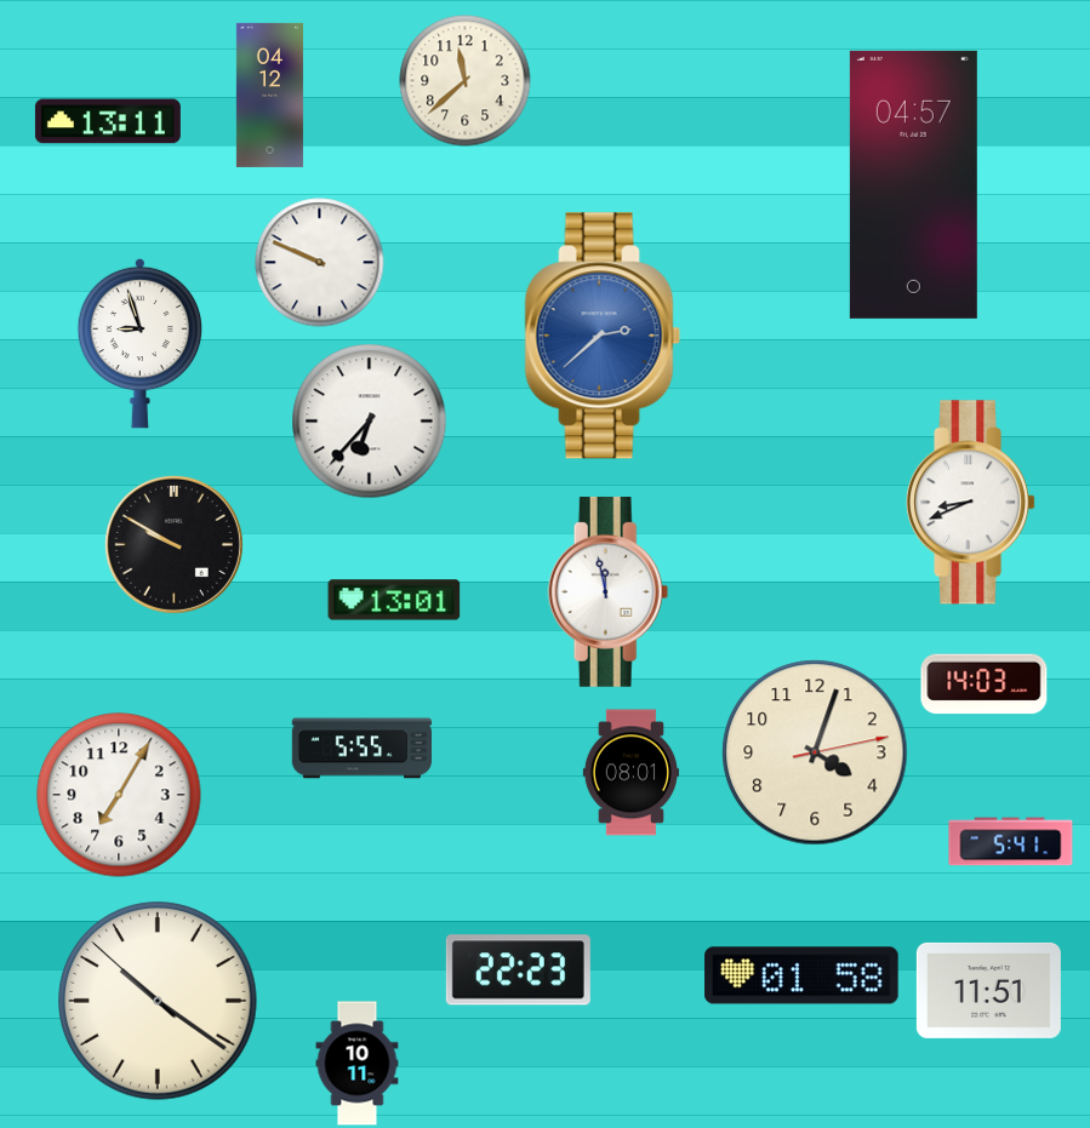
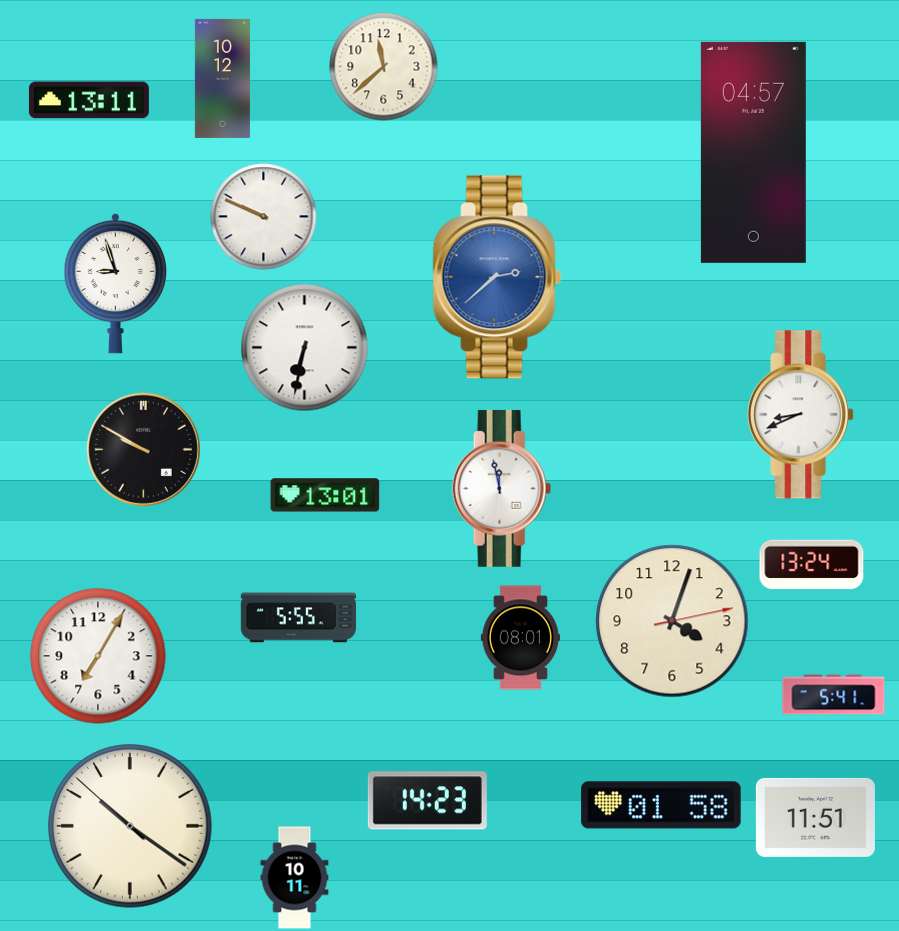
clock at (269, 95): 04:12 -> 10:12
clock at (370, 422): 6:37 -> 6:32
clock at (985, 685): 14:03 -> 13:24
clock at (518, 970): 22:23 -> 14:23
